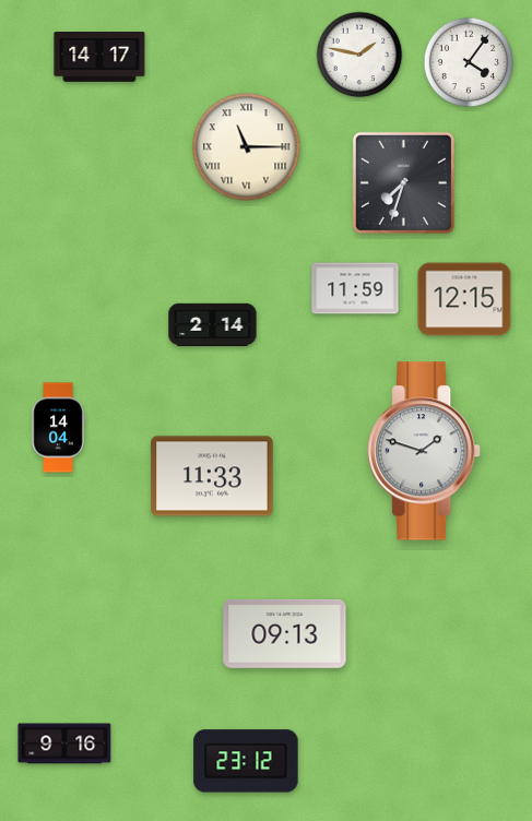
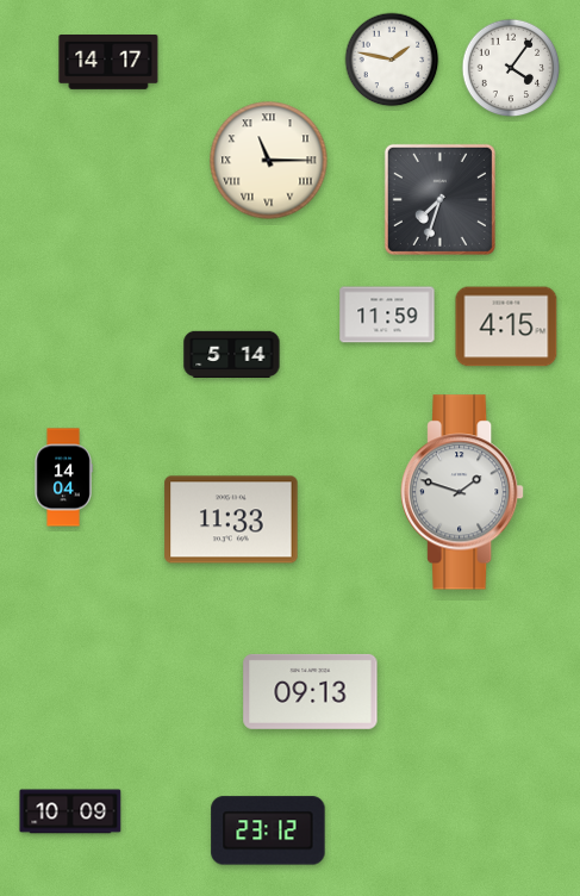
clock at (464, 299): 12:15 -> 4:15
clock at (213, 324): 2:14 -> 5:14
clock at (58, 428) position: (58, 428) -> (63, 478)
clock at (64, 743): 9:16 -> 10:09
